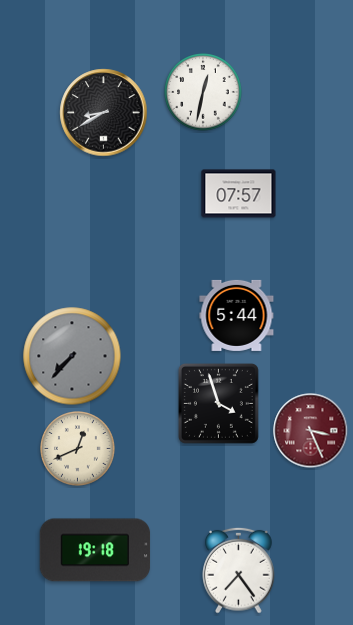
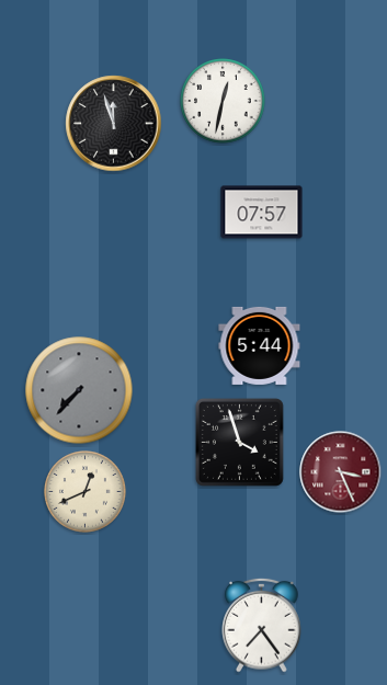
clock at (104, 113): 8:40 -> 11:57
clock at (95, 550): 19:18 -> none
